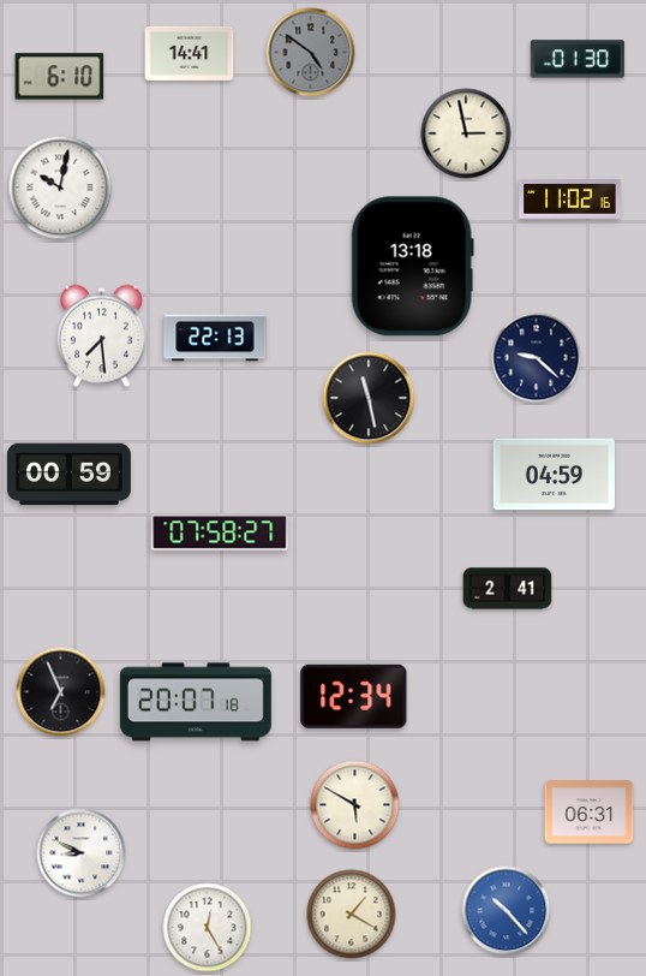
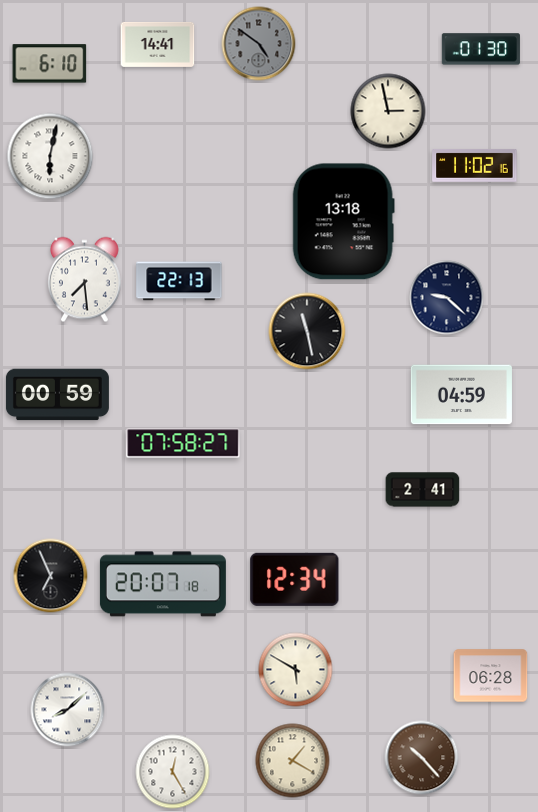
clock at (60, 188): 10:02 -> 6:02
clock at (590, 813): 06:31 -> 06:28
clock at (82, 853): 8:49 -> 8:08
clock at (507, 911) dial: blue -> brown
